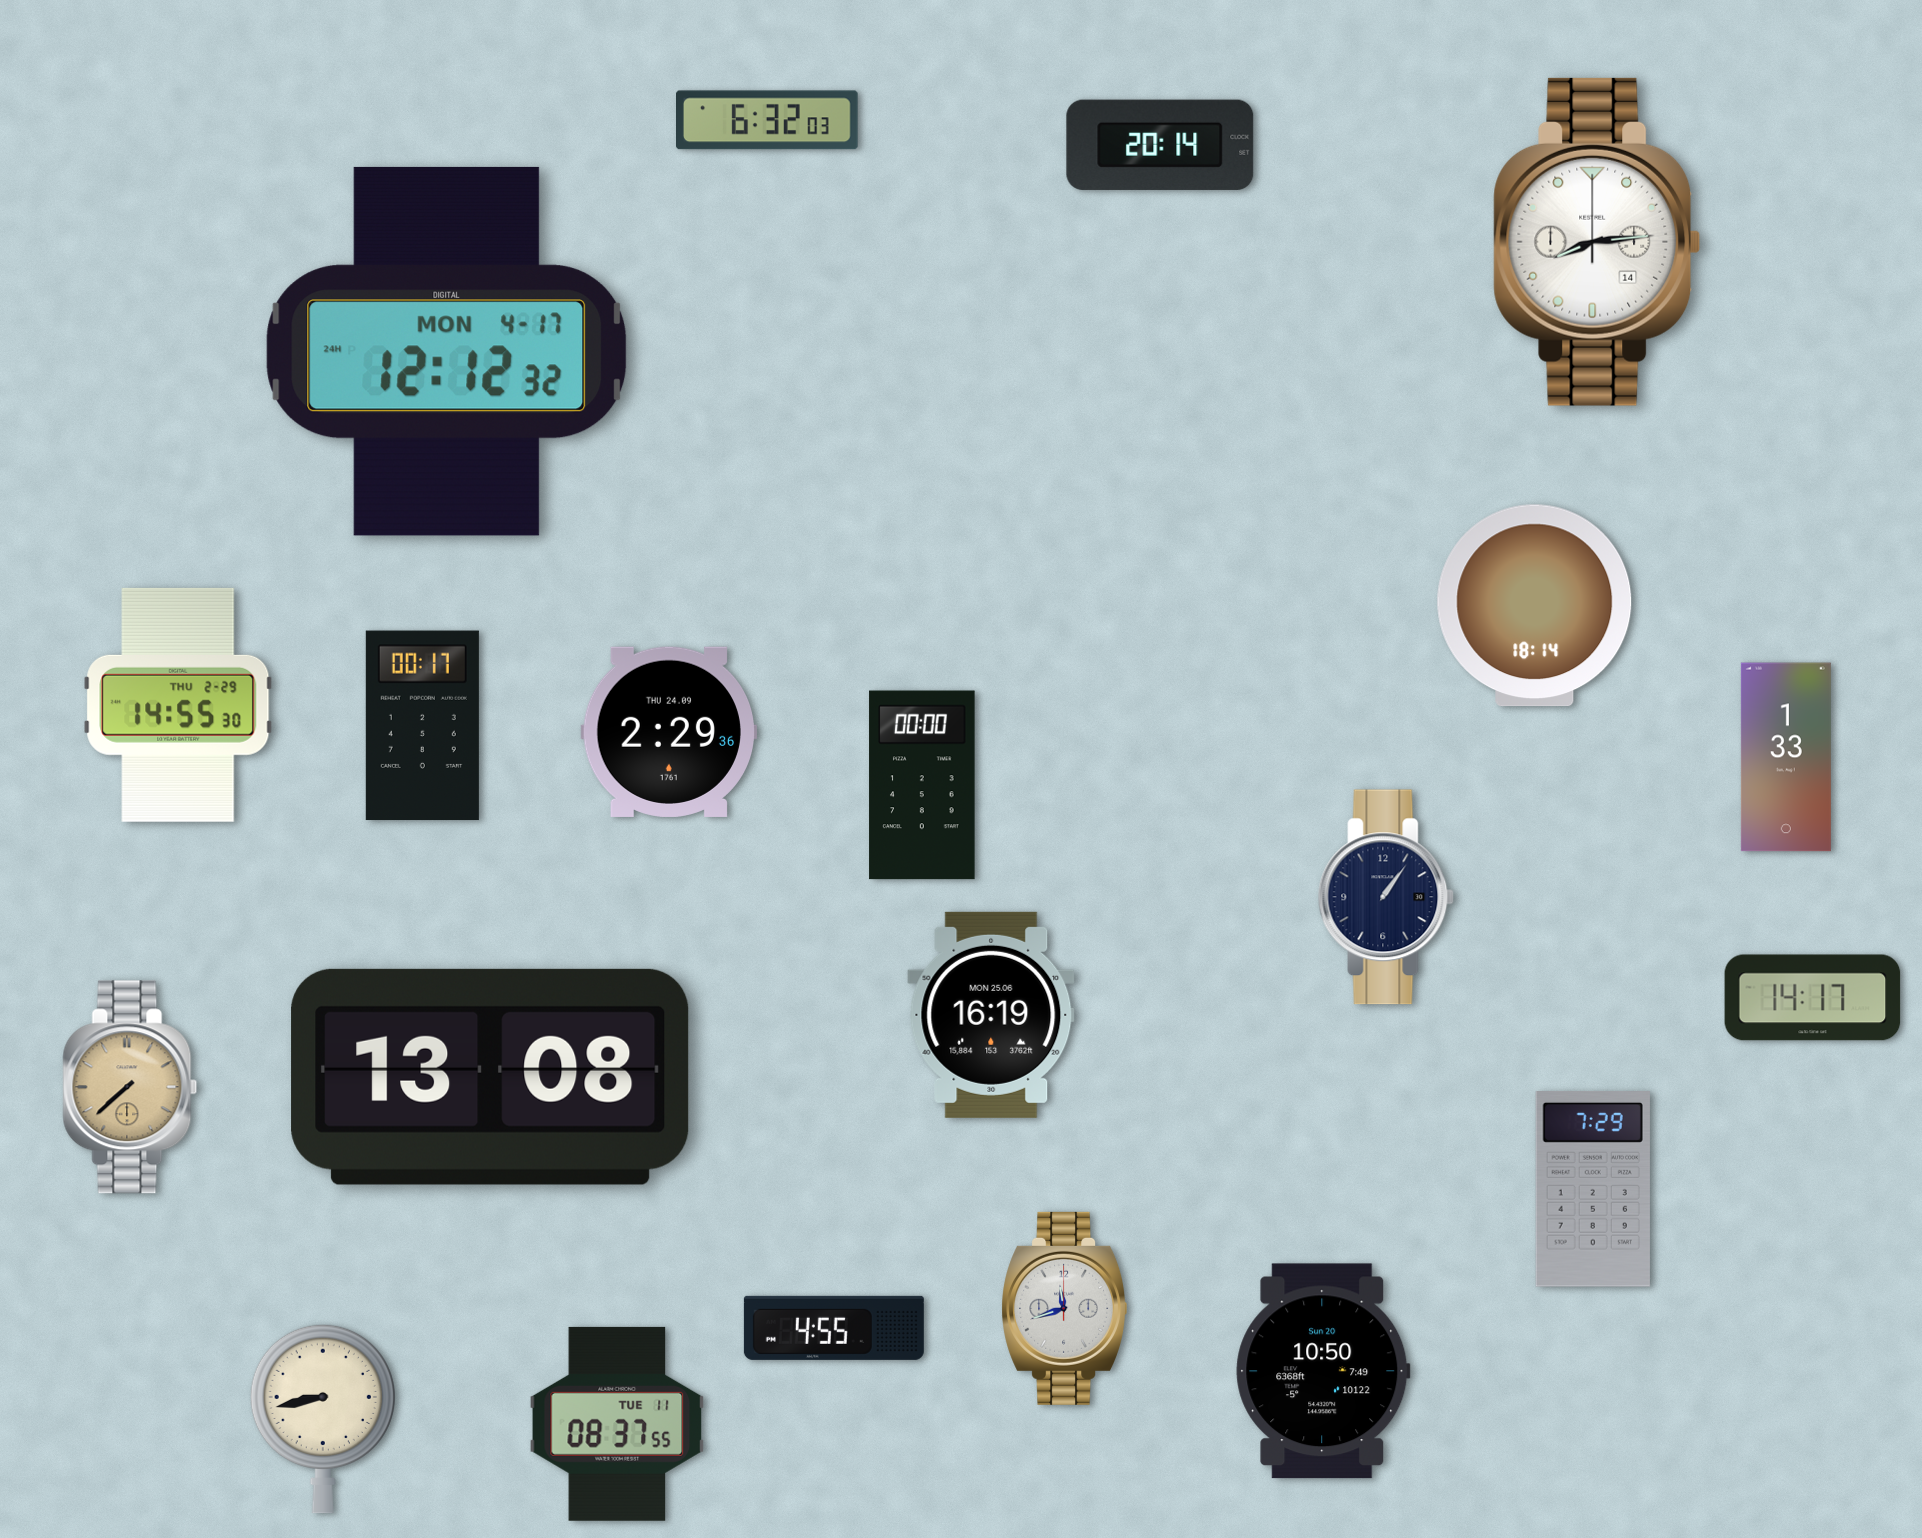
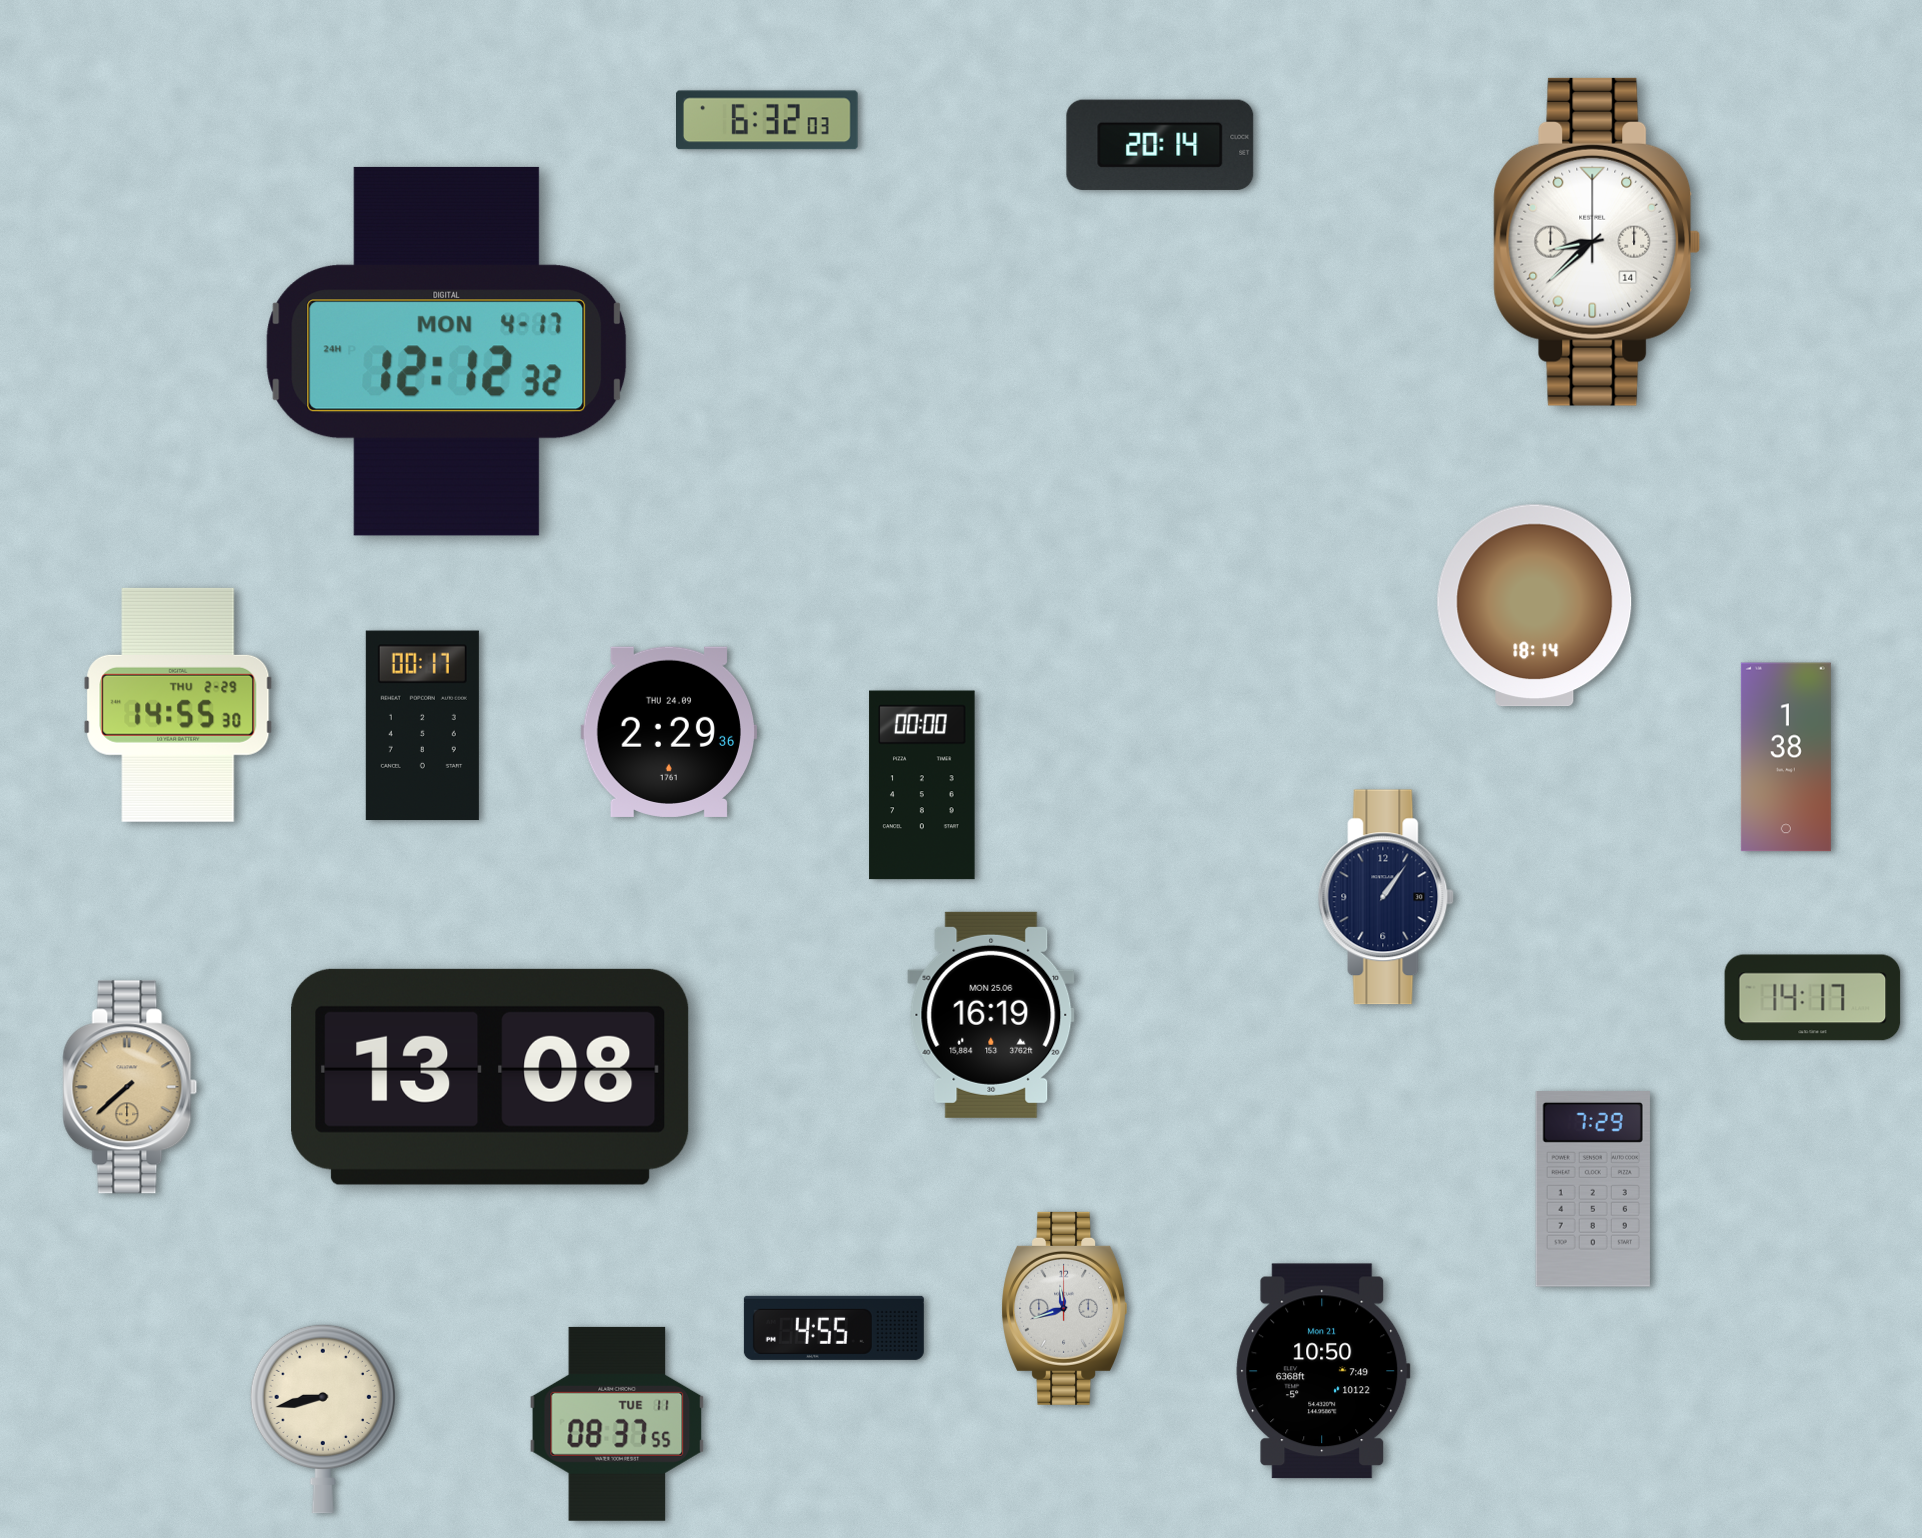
clock at (1597, 242): 8:14 -> 8:38
clock at (1786, 757): 1:33 -> 1:38
clock at (1323, 1371) date: Sun 20 -> Mon 21
